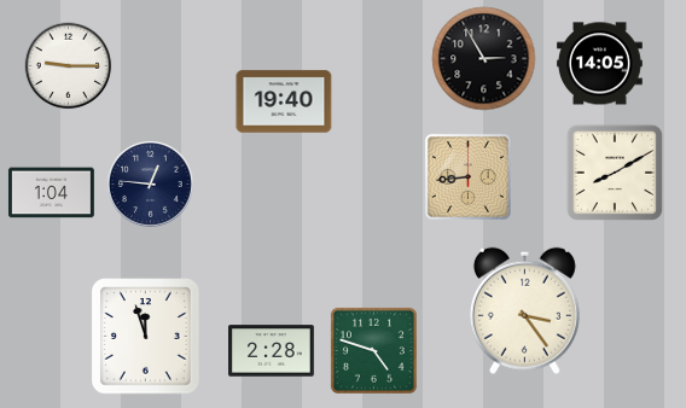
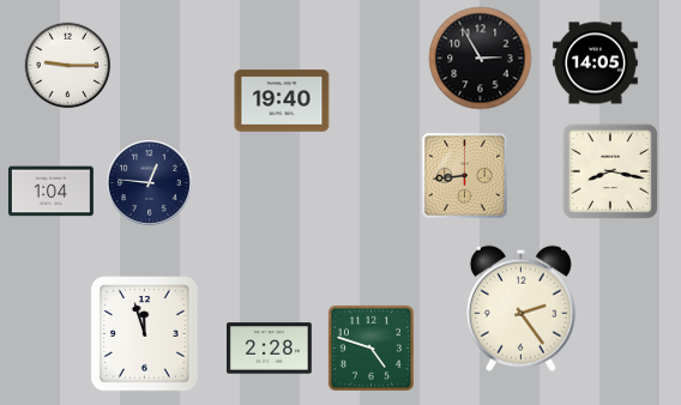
clock at (615, 173): 8:10 -> 8:17
clock at (524, 310): 3:24 -> 2:24
